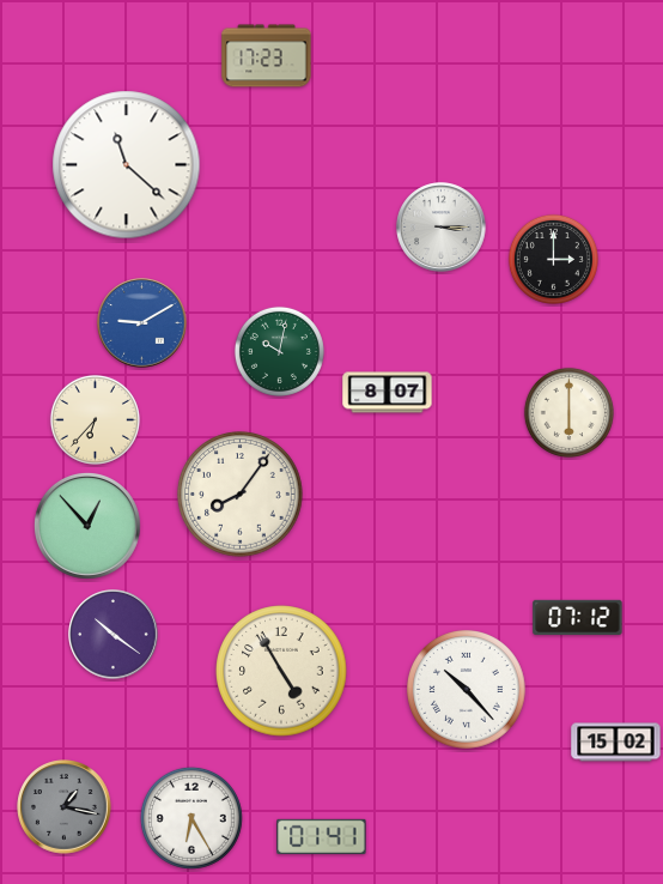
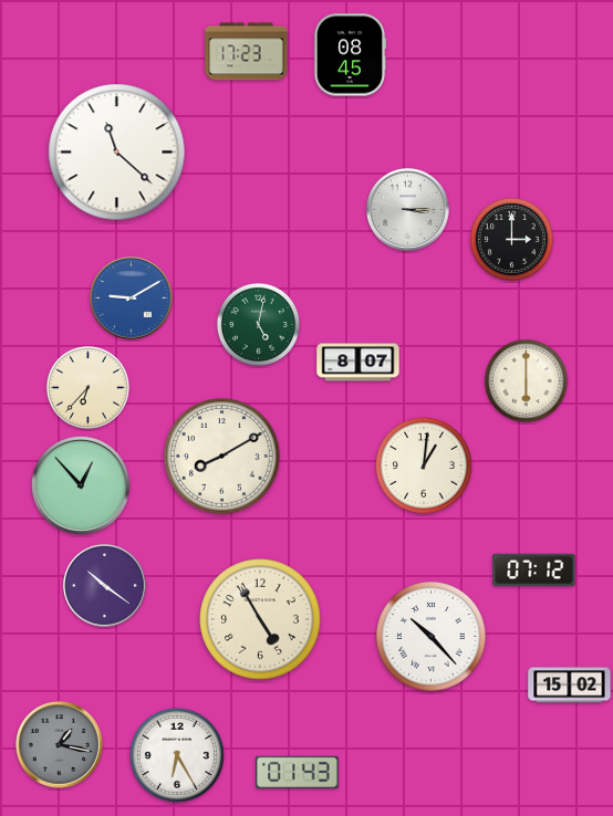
clock at (350, 55): none -> 08:45
clock at (279, 351): 10:02 -> 5:02
clock at (241, 495): 8:06 -> 8:10
clock at (424, 465): none -> 1:01
clock at (322, 836): 01:41 -> 01:43
